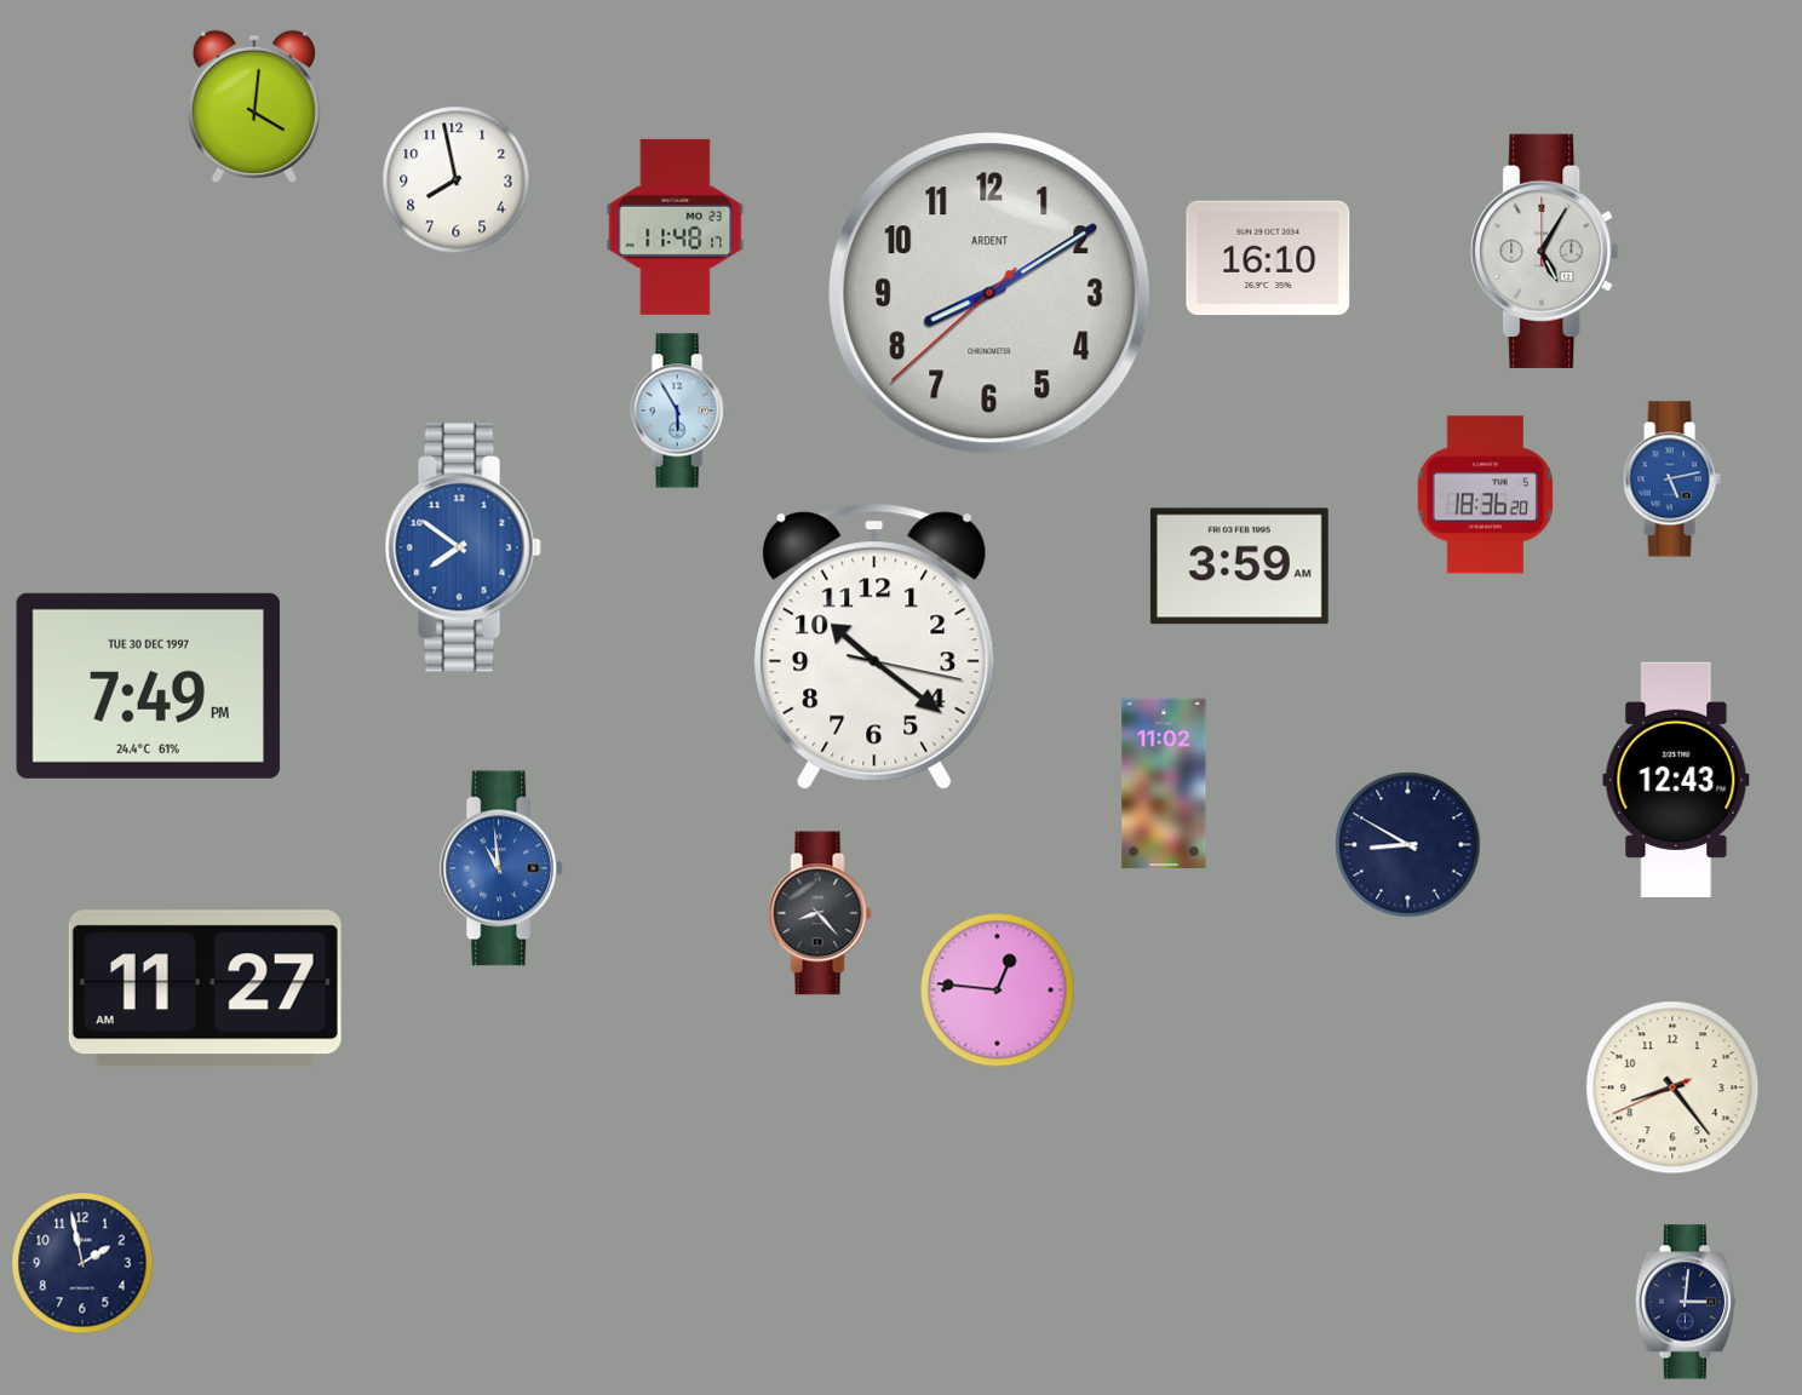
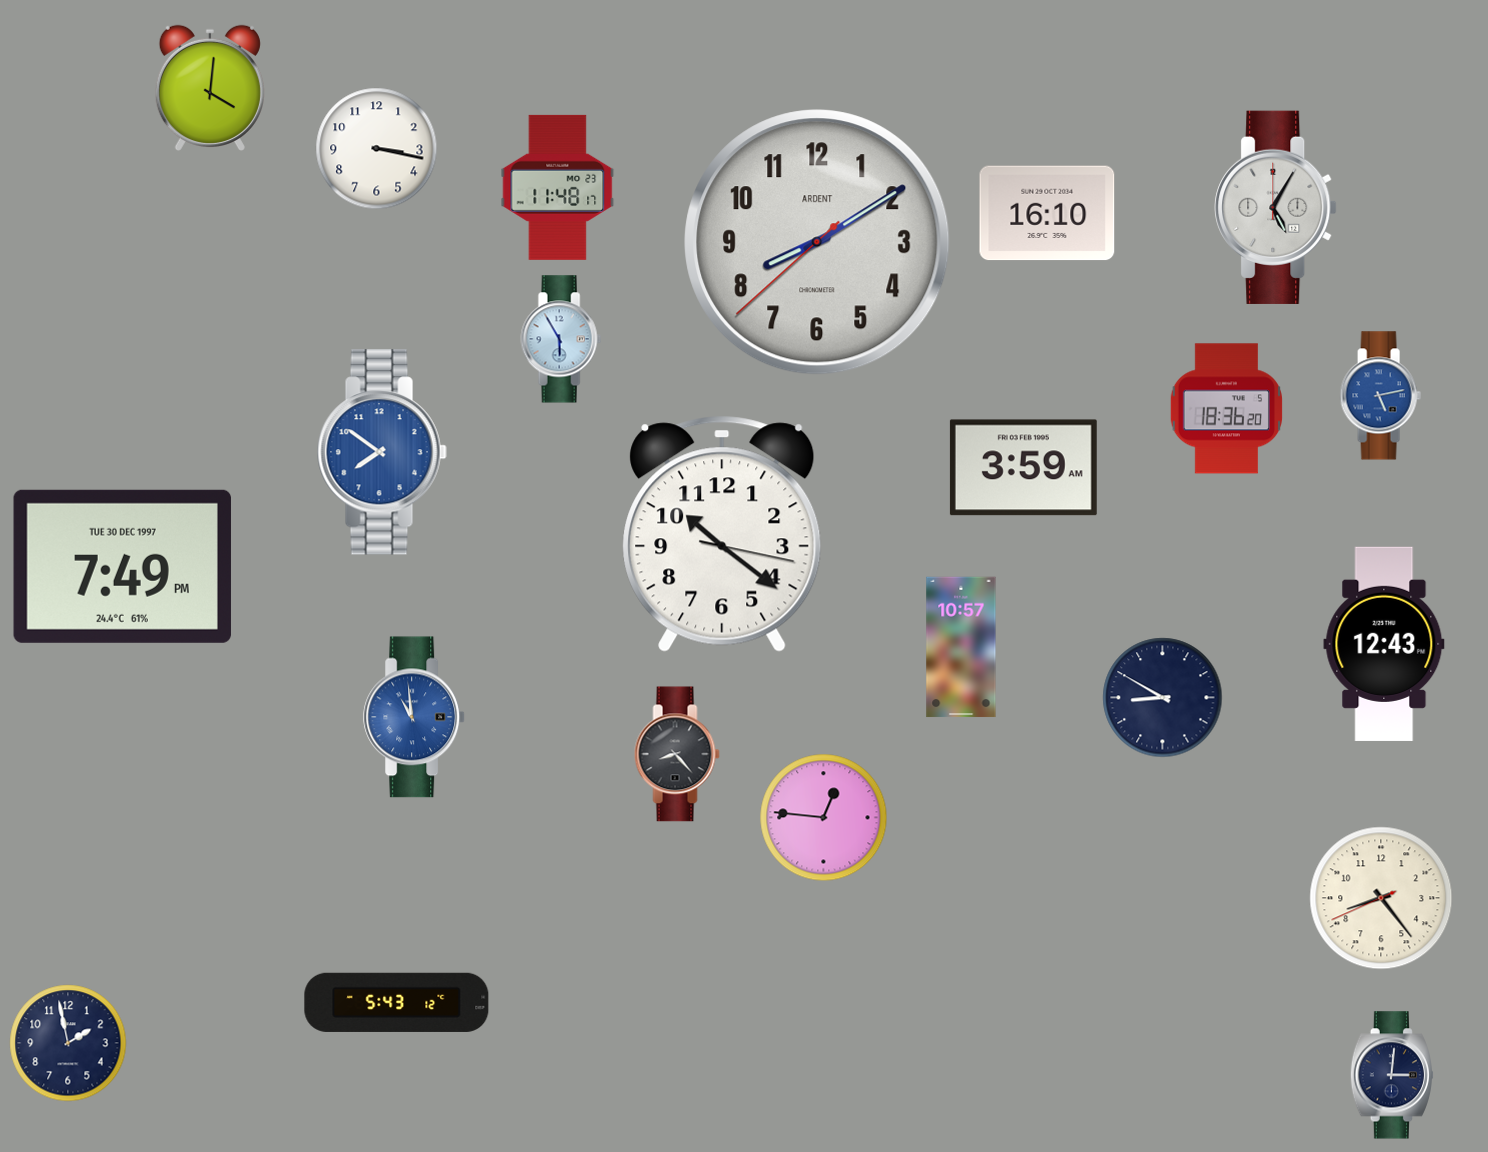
clock at (457, 180): 7:58 -> 3:17
clock at (1164, 783): 11:02 -> 10:57
clock at (205, 989): 11:27 -> none
clock at (397, 1002): none -> 5:43
